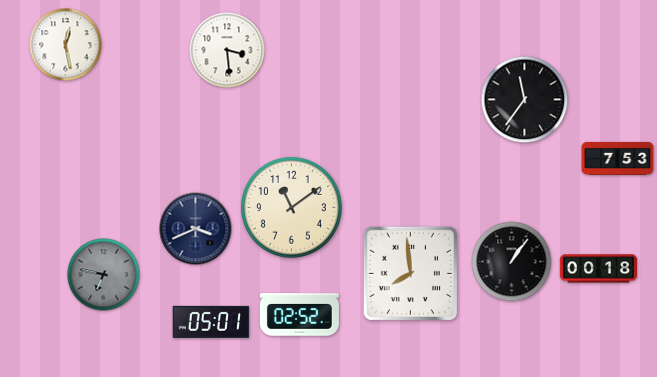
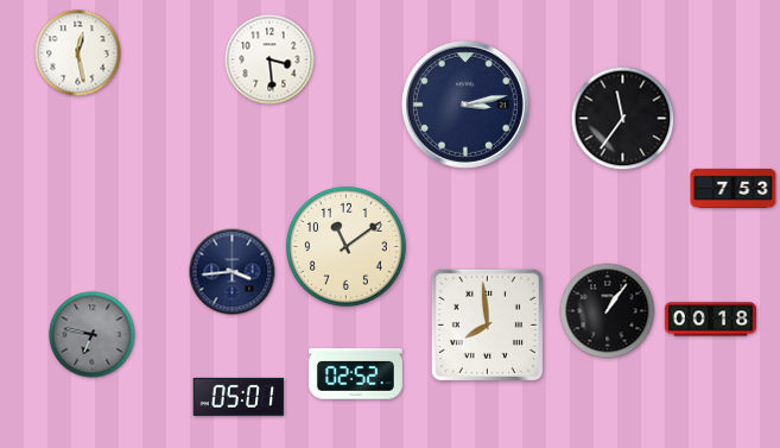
clock at (465, 105): none -> 3:13
clock at (196, 229): 3:41 -> 3:44
clock at (104, 275) position: (104, 275) -> (93, 335)
clock at (211, 322) position: (211, 322) -> (239, 397)
